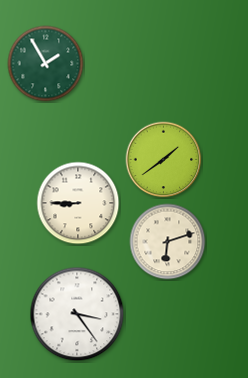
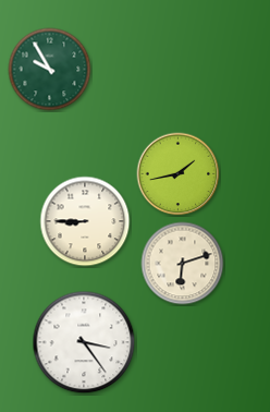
clock at (46, 64): 1:55 -> 9:55
clock at (164, 160): 1:39 -> 1:43
